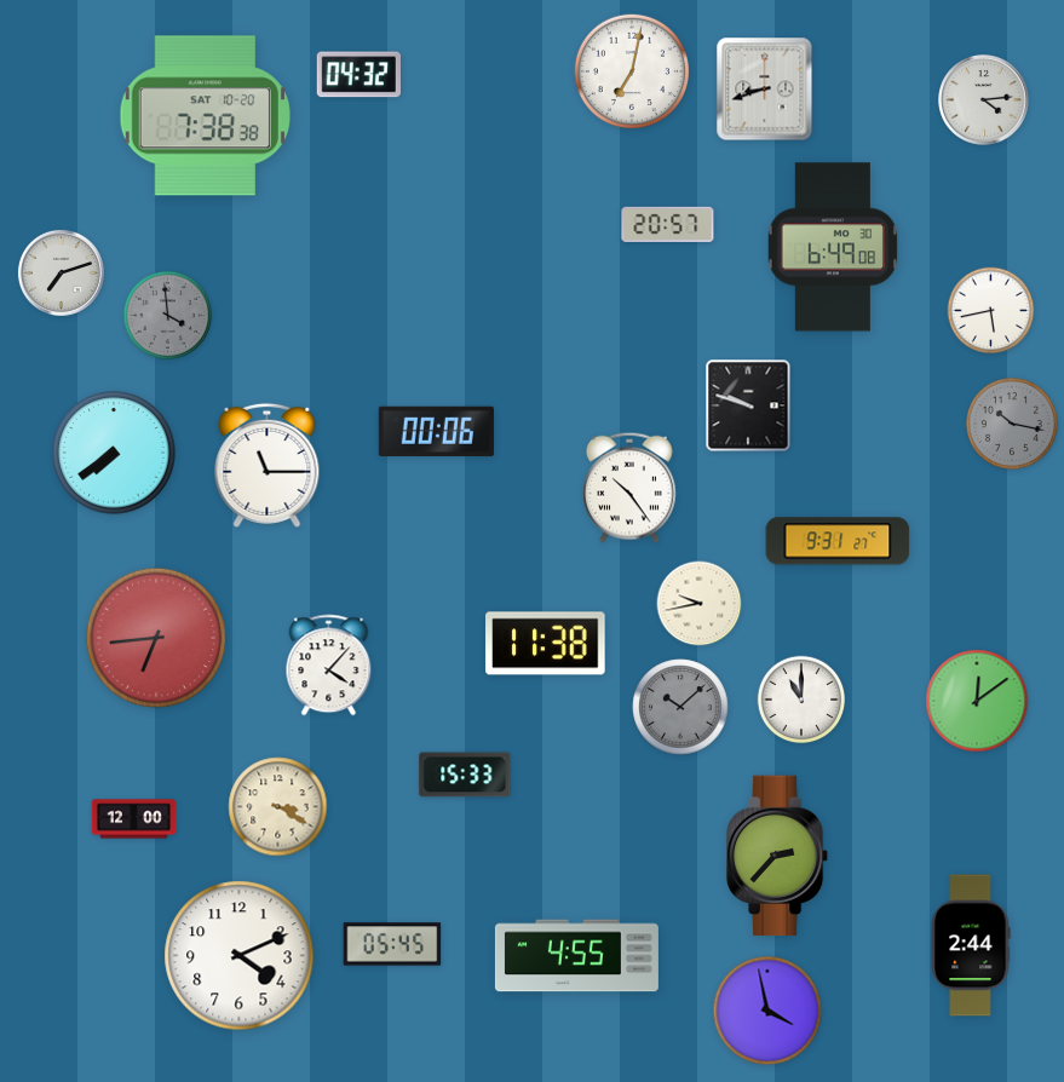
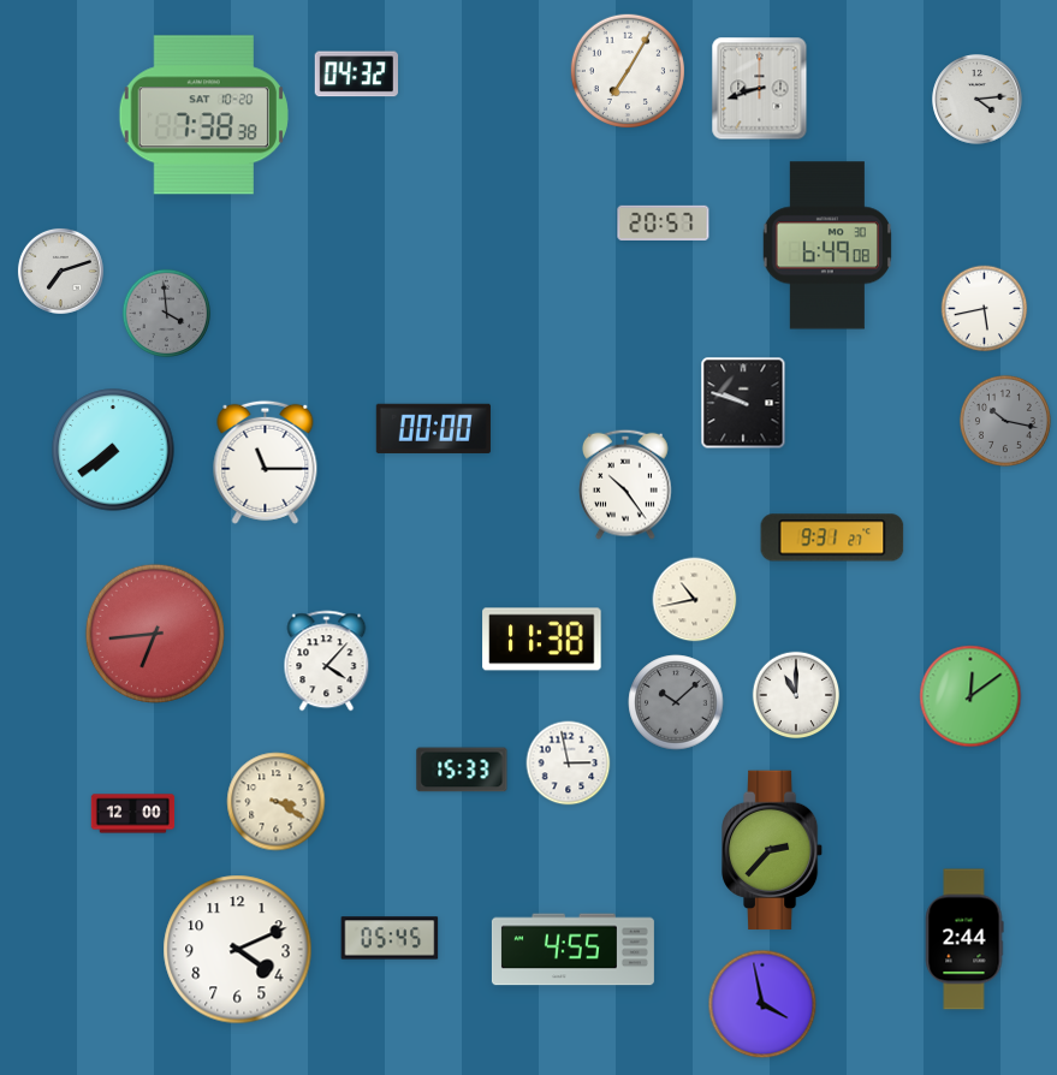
clock at (632, 71): 7:02 -> 7:05
clock at (436, 431): 00:06 -> 00:00
clock at (700, 604): 9:43 -> 10:43
clock at (569, 764): none -> 2:58
